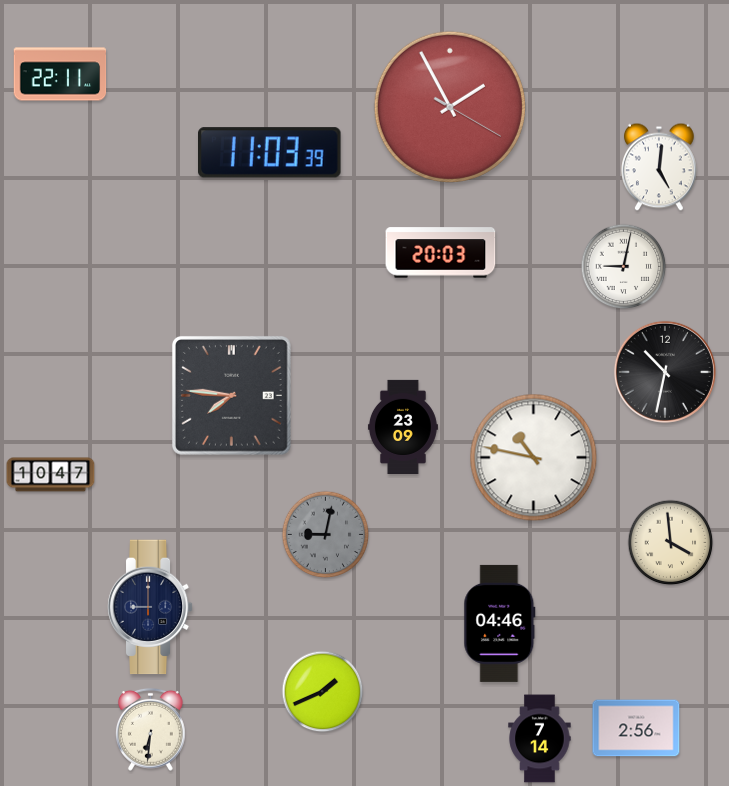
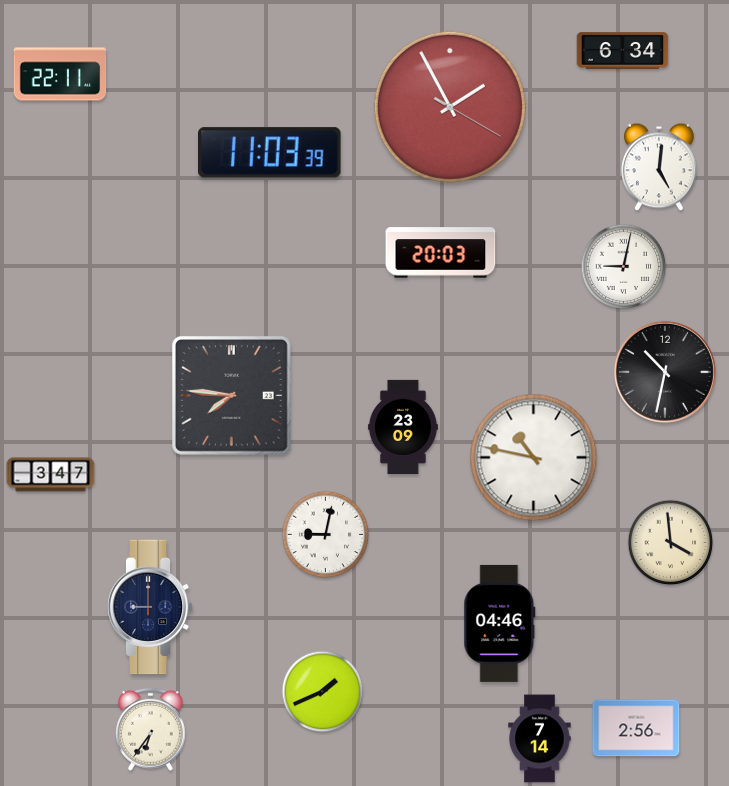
clock at (623, 51): none -> 6:34
clock at (51, 475): 10:47 -> 3:47
clock at (326, 535) dial: grey -> white
clock at (151, 729): 6:31 -> 6:36
